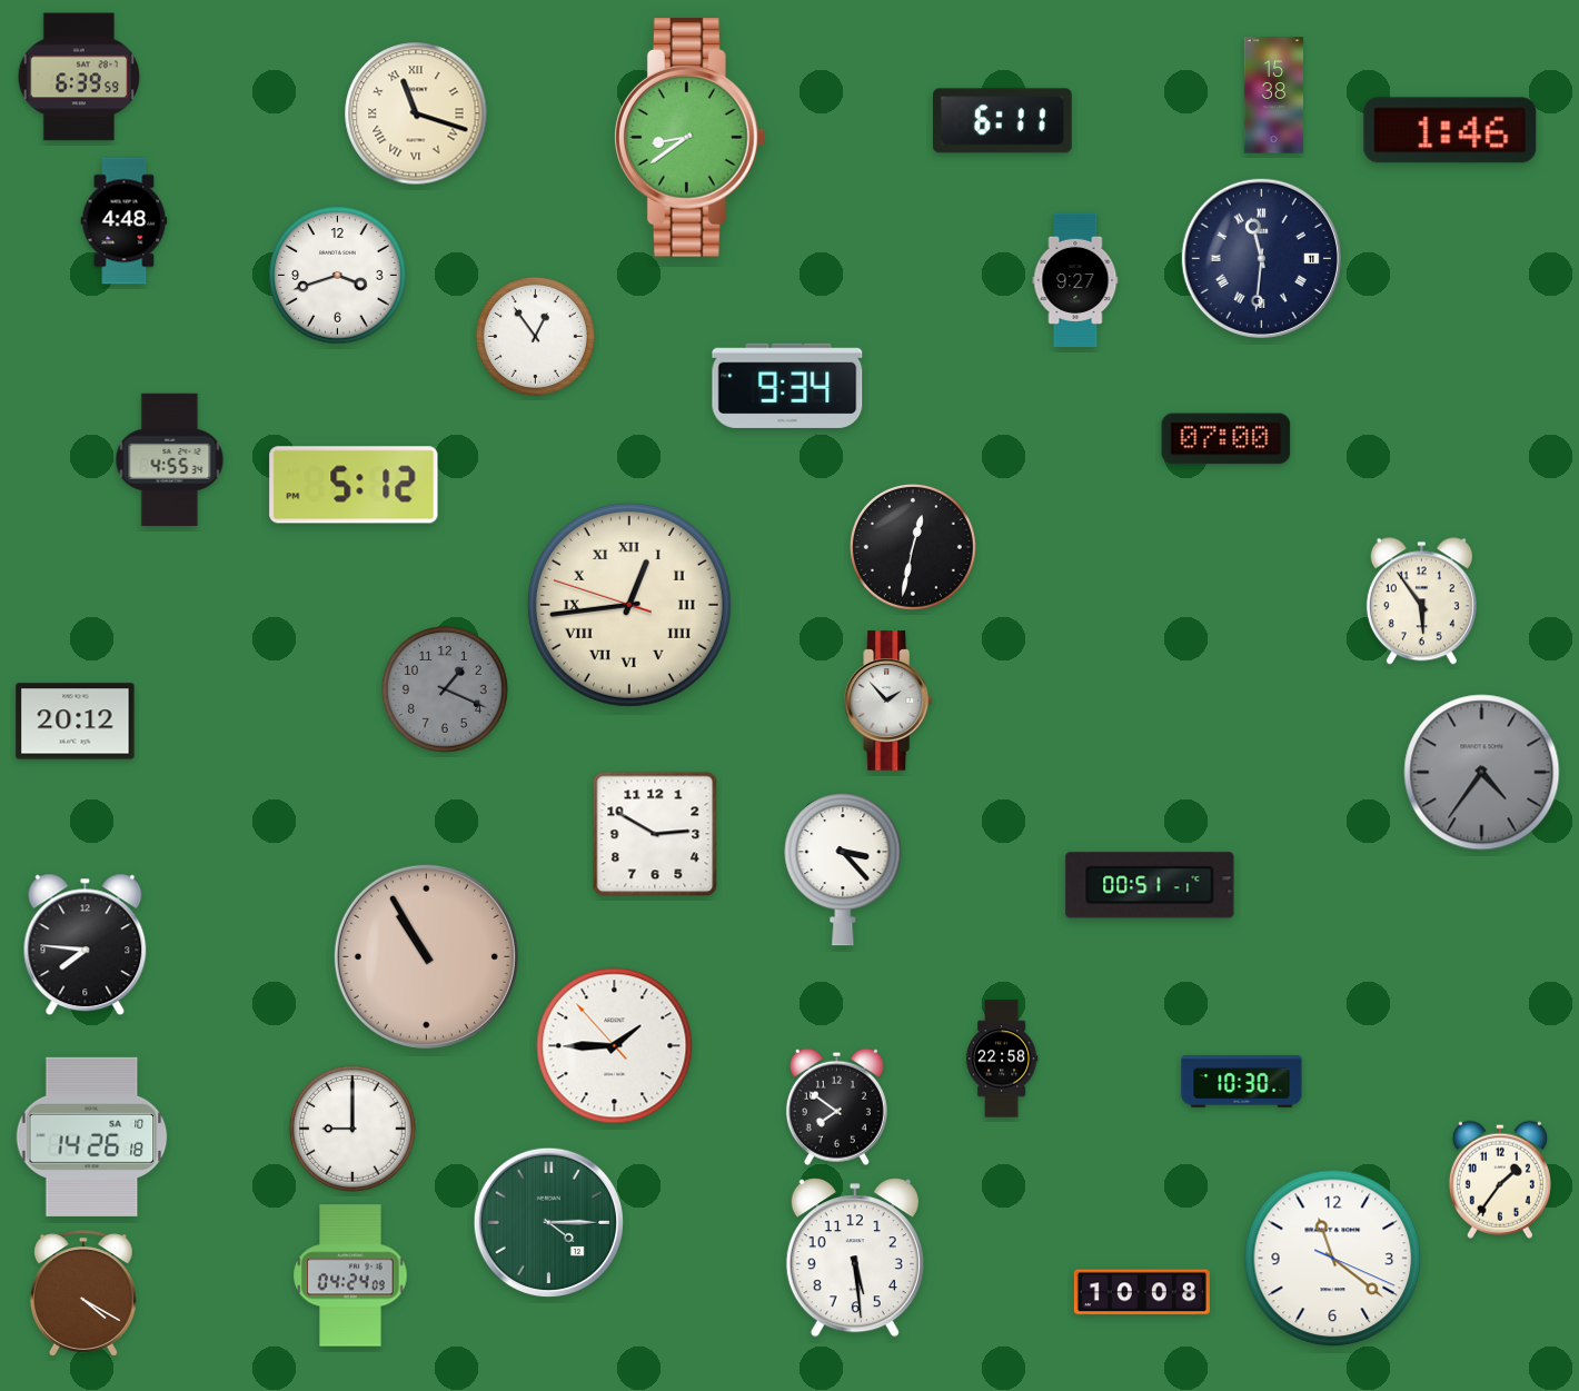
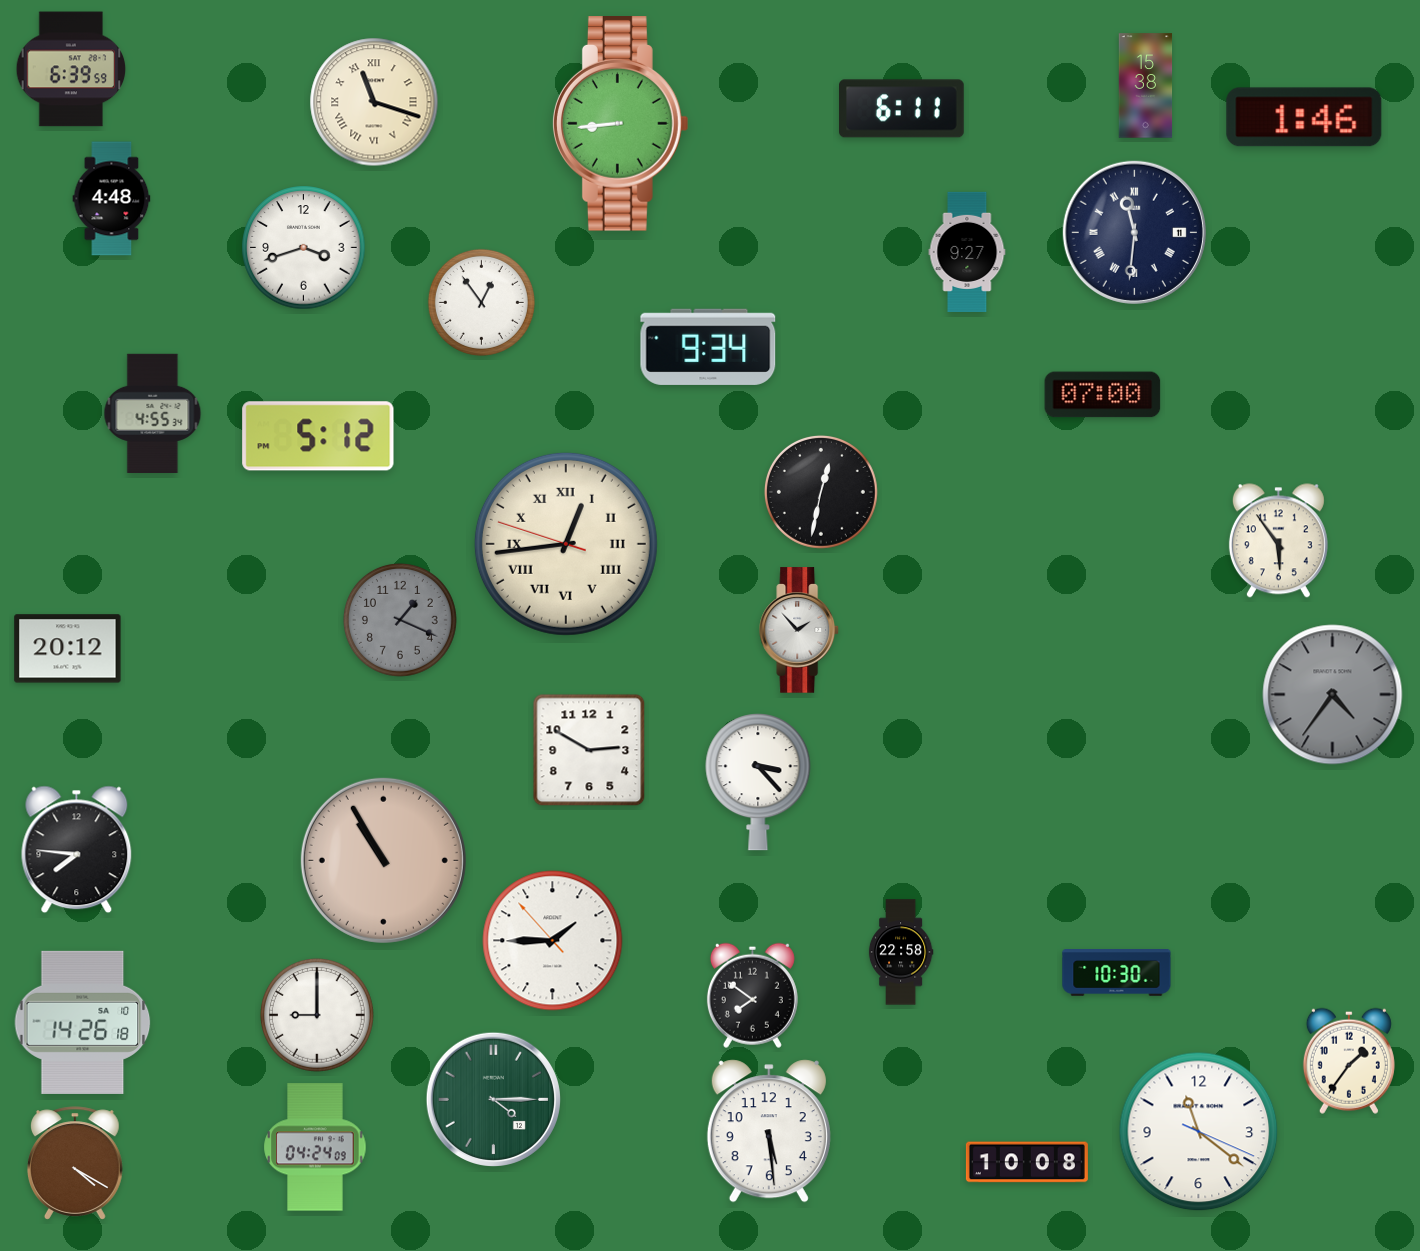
clock at (689, 138): 8:39 -> 8:44
clock at (1150, 885): 00:51 -> none
